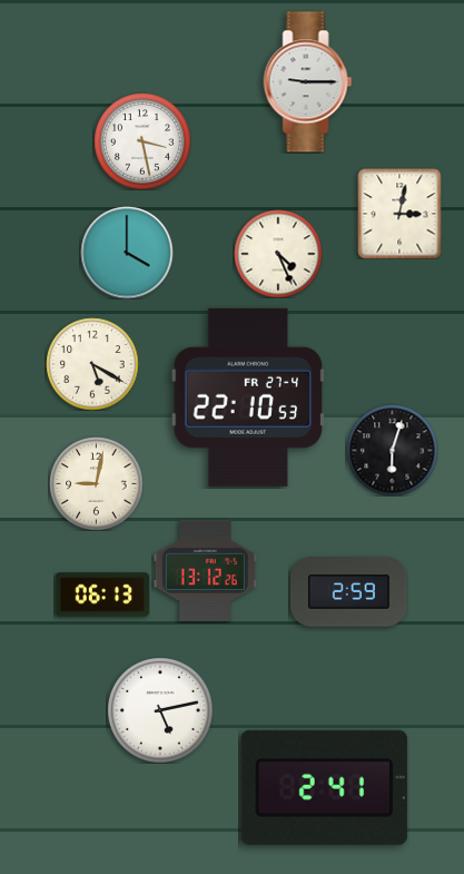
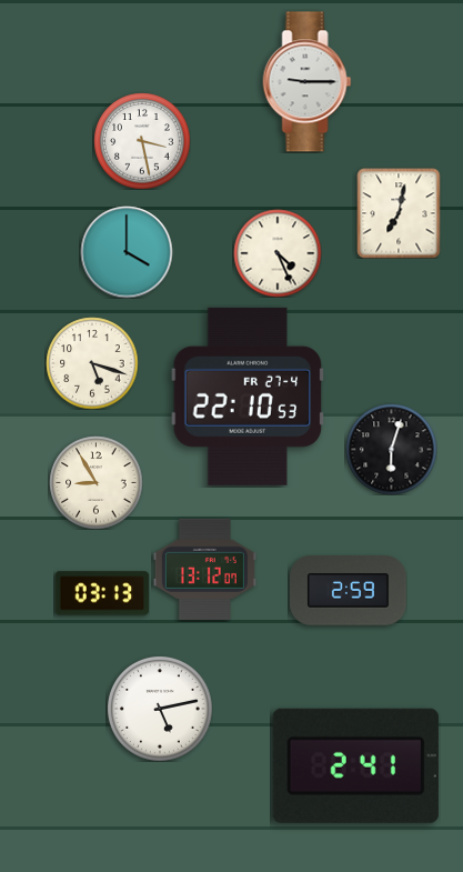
clock at (399, 214): 3:02 -> 7:02
clock at (92, 364): 5:20 -> 5:18
clock at (96, 483): 9:02 -> 8:55
clock at (205, 570): 13:12:26 -> 13:12:07
clock at (102, 595): 06:13 -> 03:13
clock at (324, 787) position: (324, 787) -> (355, 765)
